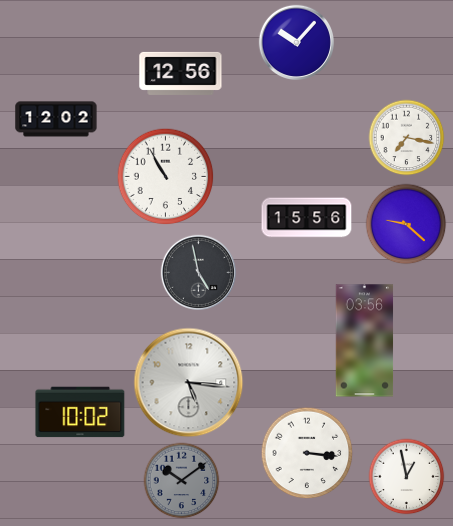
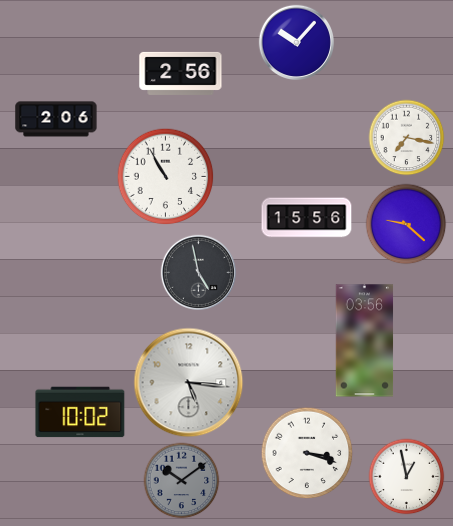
clock at (181, 73): 12:56 -> 2:56
clock at (56, 119): 12:02 -> 2:06
clock at (307, 453): 3:16 -> 3:18
